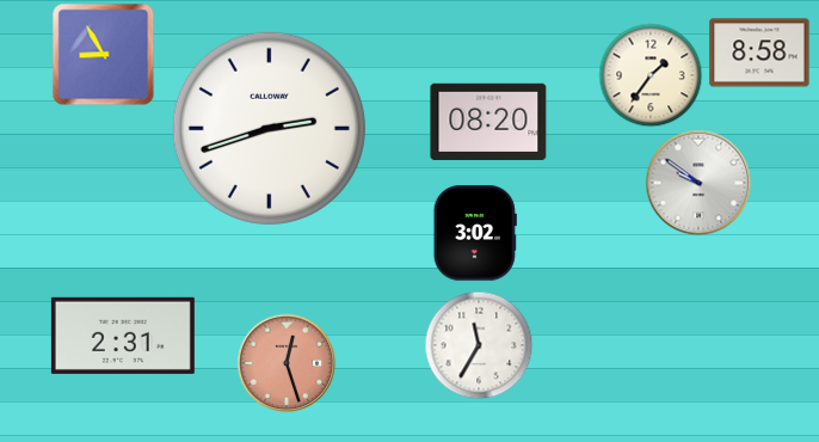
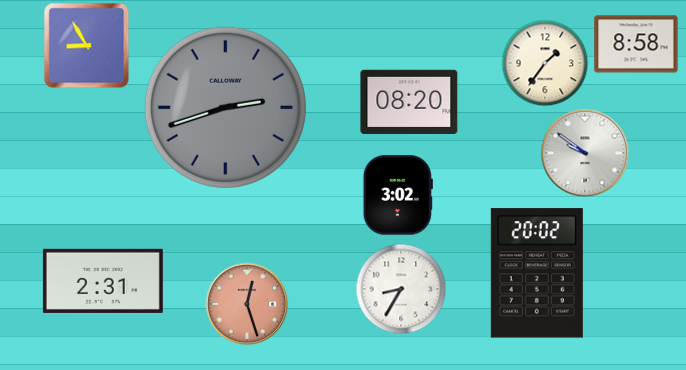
clock at (269, 128) dial: white -> grey
clock at (537, 273): none -> 20:02
clock at (479, 345): 11:35 -> 8:35
clock at (287, 363) position: (287, 363) -> (247, 304)
